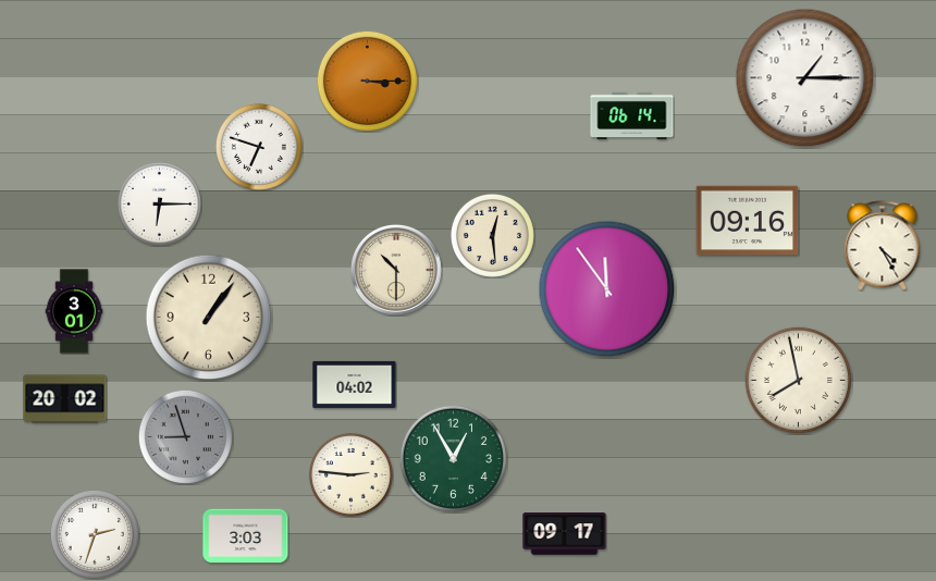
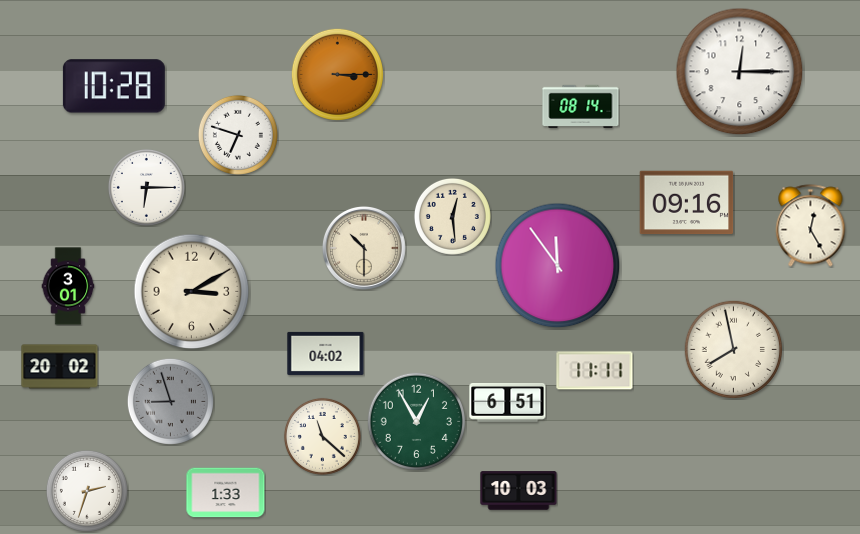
clock at (805, 78): 1:15 -> 12:15
clock at (114, 86): none -> 10:28
clock at (632, 115): 06:14 -> 08:14
clock at (883, 246): 4:25 -> 12:25
clock at (209, 318): 1:06 -> 3:10
clock at (595, 371): none -> 11:11
clock at (508, 403): none -> 6:51
clock at (350, 474): 2:46 -> 11:22
clock at (565, 534): 09:17 -> 10:03
clock at (246, 536): 3:03 -> 1:33
